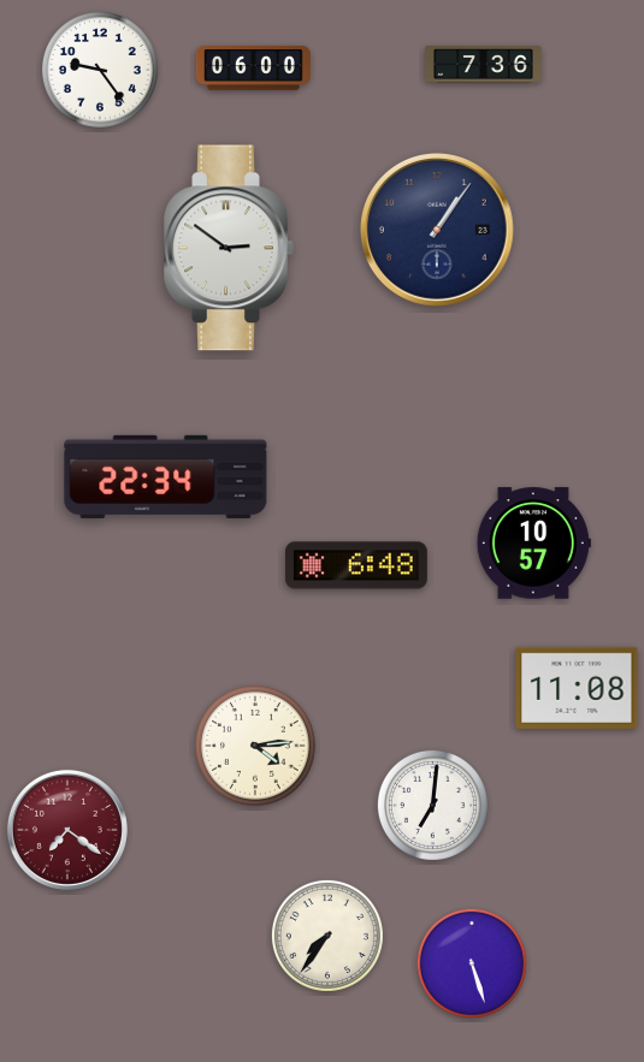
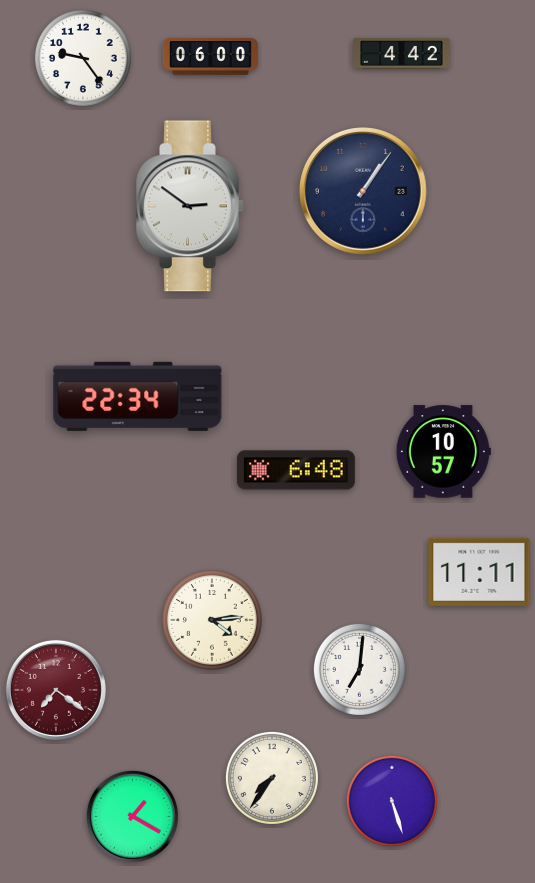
clock at (484, 65): 7:36 -> 4:42
clock at (577, 688): 11:08 -> 11:11
clock at (132, 816): none -> 1:20
